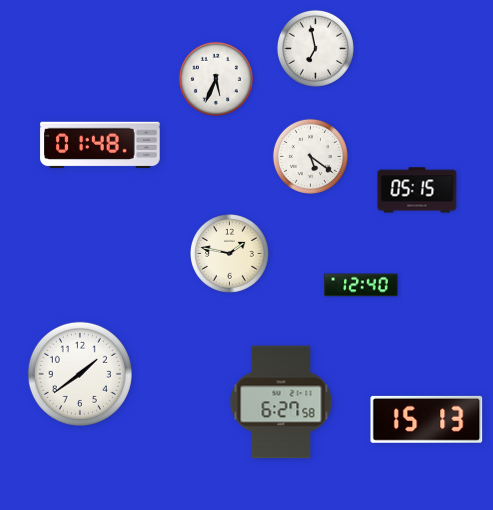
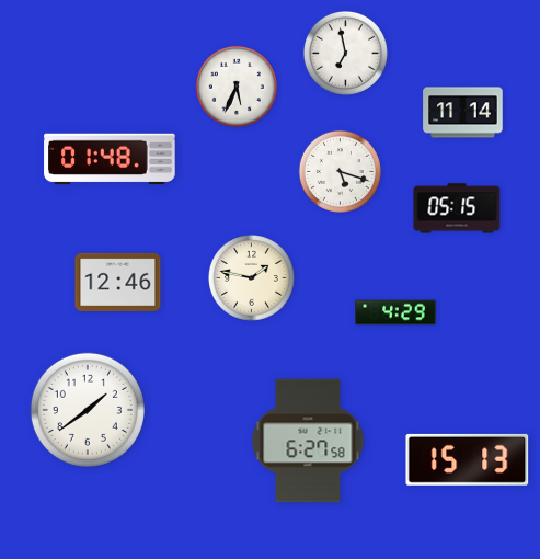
clock at (463, 113): none -> 11:14
clock at (310, 156): 5:21 -> 5:18
clock at (118, 282): none -> 12:46
clock at (361, 285): 12:40 -> 4:29
